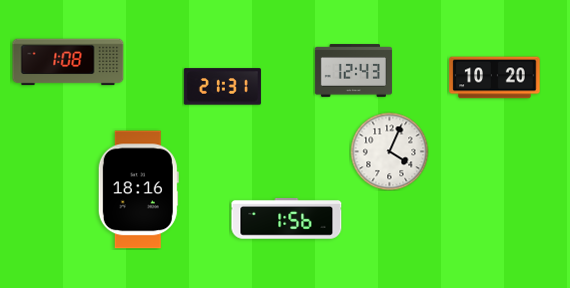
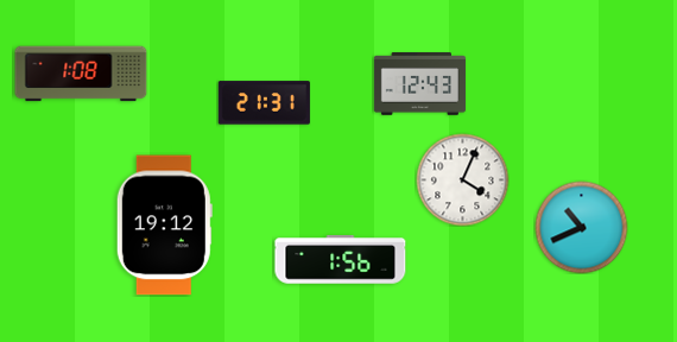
clock at (495, 78): 10:20 -> none
clock at (138, 190): 18:16 -> 19:12
clock at (581, 227): none -> 10:41
